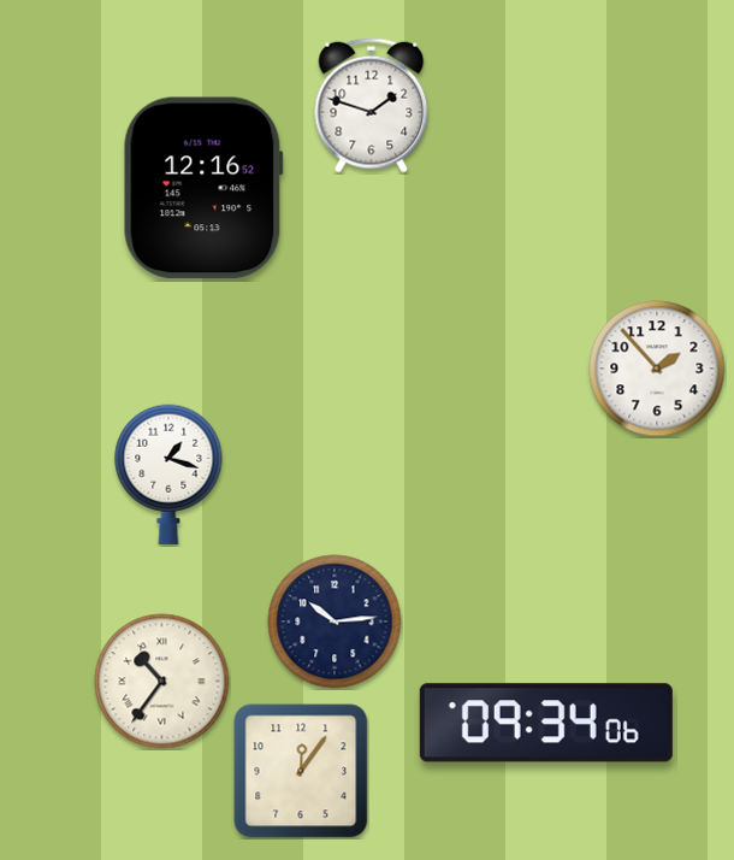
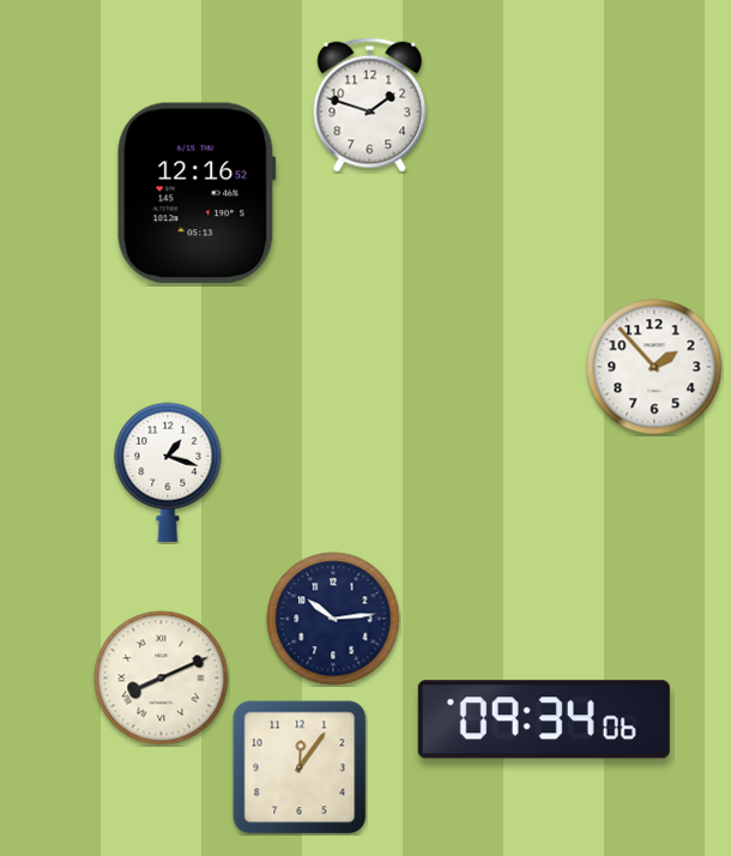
clock at (203, 188) position: (203, 188) -> (197, 193)
clock at (162, 682): 10:36 -> 8:11
